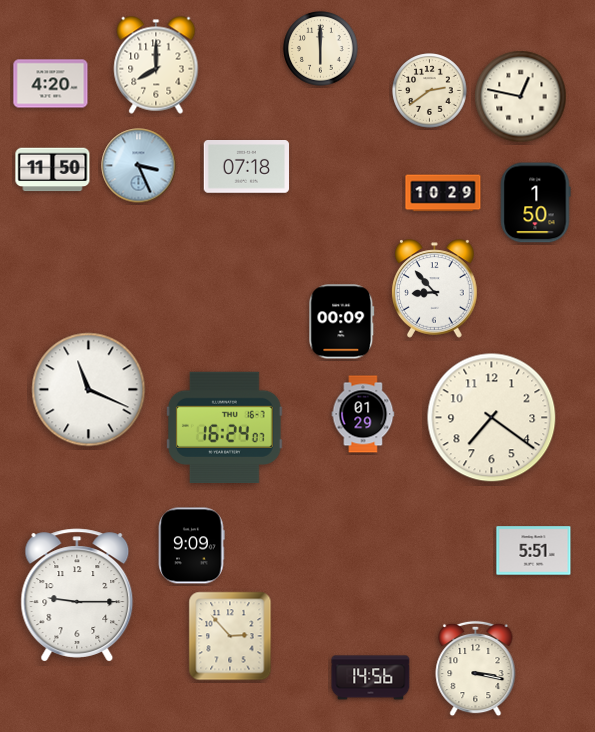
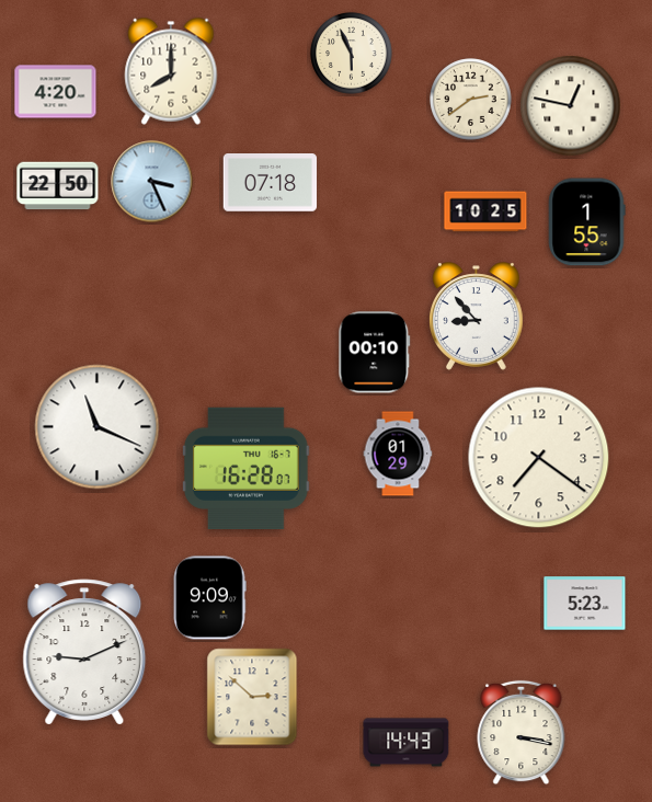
clock at (321, 49): 6:00 -> 5:56
clock at (53, 170): 11:50 -> 22:50
clock at (443, 193): 10:29 -> 10:25
clock at (536, 203): 1:50 -> 1:55
clock at (342, 322): 00:09 -> 00:10
clock at (224, 427): 16:24 -> 16:28
clock at (534, 551): 5:51 -> 5:23
clock at (77, 595): 9:15 -> 9:11
clock at (230, 636): 2:53 -> 2:52
clock at (371, 678): 14:56 -> 14:43
